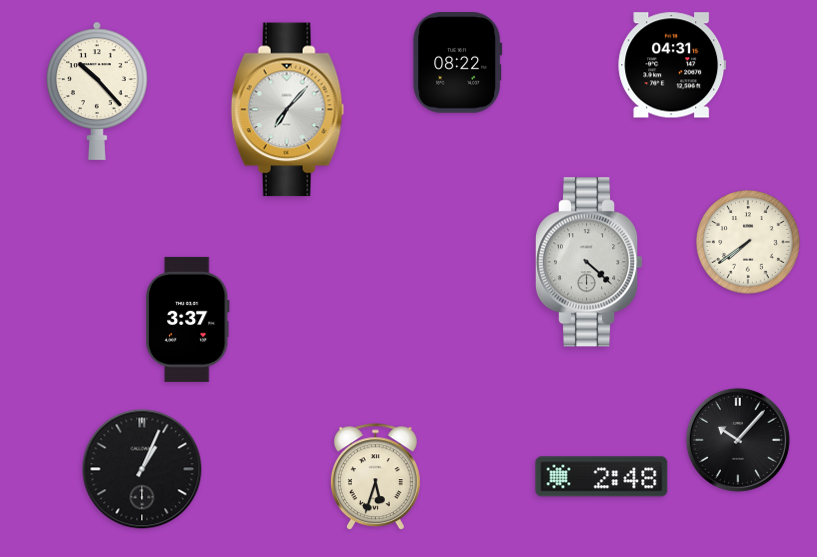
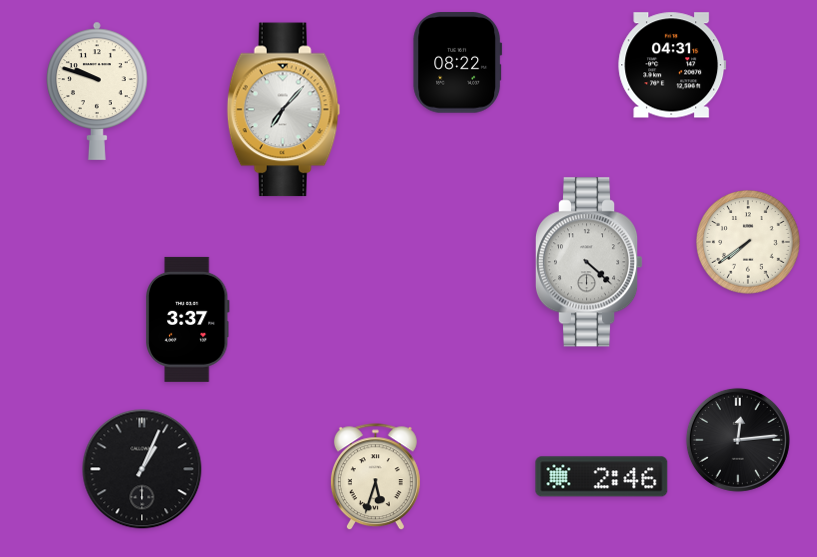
clock at (97, 91): 10:23 -> 9:48
clock at (288, 110) position: (288, 110) -> (284, 110)
clock at (738, 440): 10:07 -> 12:14
clock at (602, 477): 2:48 -> 2:46
